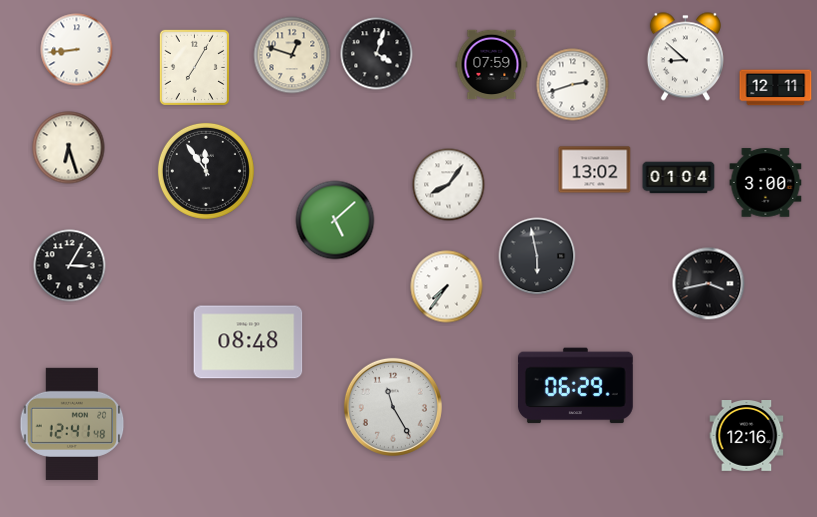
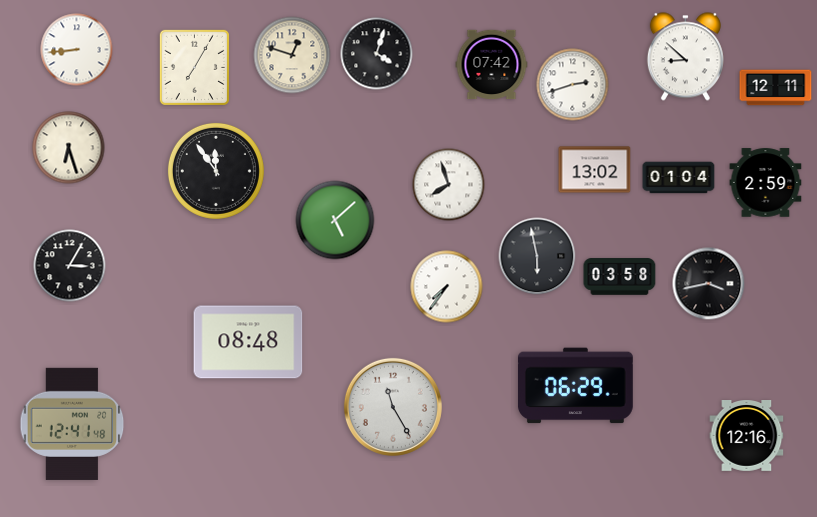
clock at (492, 65): 07:59 -> 07:42
clock at (206, 171) position: (206, 171) -> (216, 171)
clock at (766, 183): 3:00 -> 2:59
clock at (449, 185): 8:06 -> 7:57
clock at (620, 277): none -> 03:58
